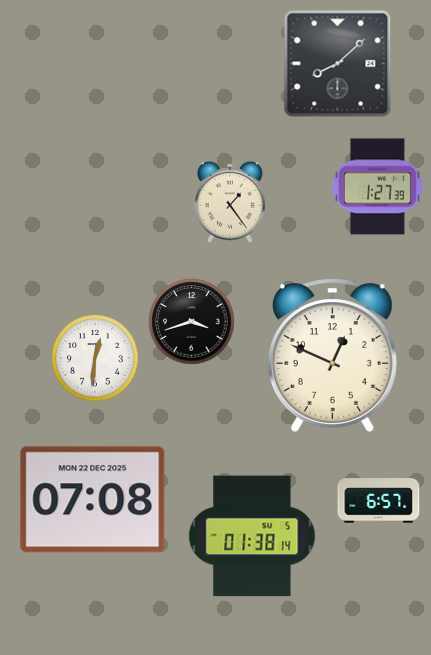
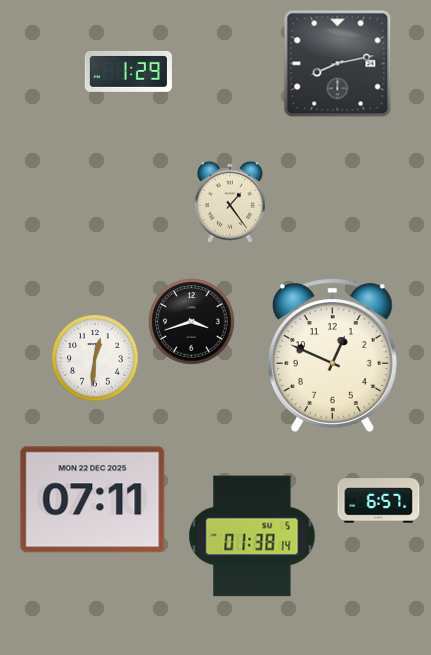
clock at (338, 64): 8:08 -> 8:13
clock at (128, 72): none -> 1:29
clock at (377, 187): 1:27 -> none
clock at (93, 500): 07:08 -> 07:11
